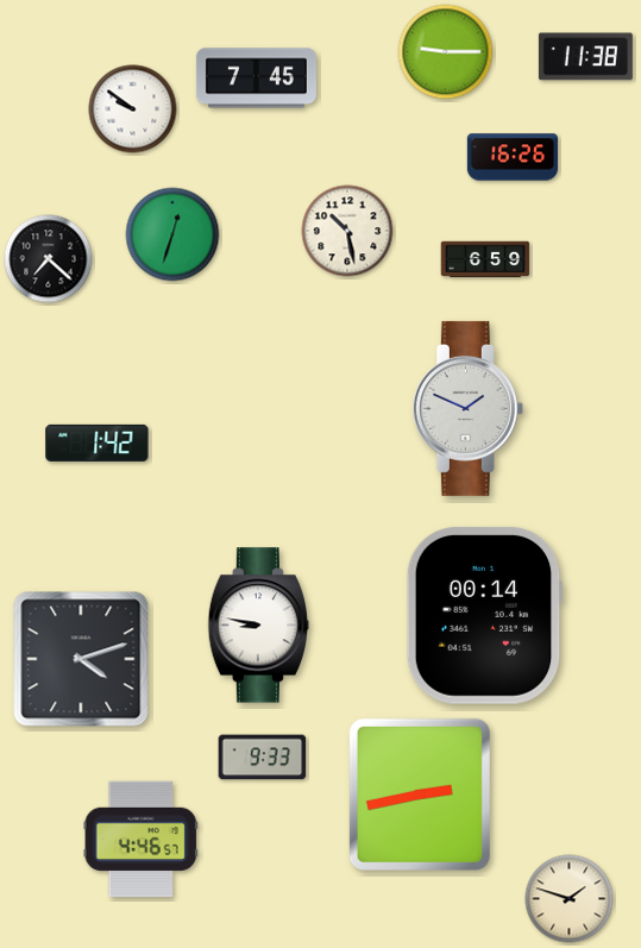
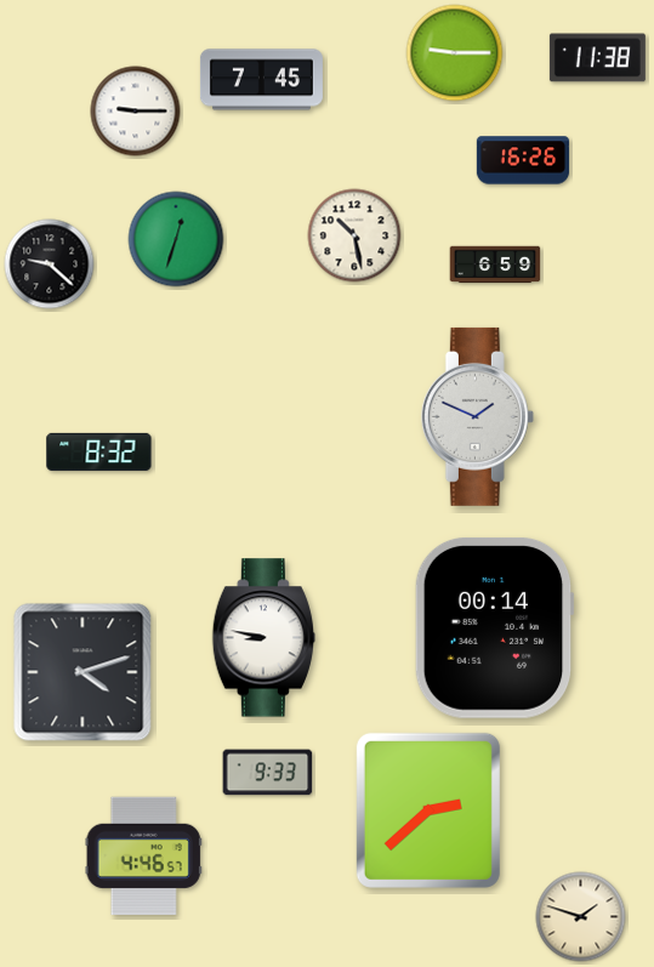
clock at (133, 109): 9:51 -> 9:15
clock at (49, 259): 7:22 -> 9:22
clock at (98, 442): 1:42 -> 8:32
clock at (420, 795): 2:43 -> 2:38
